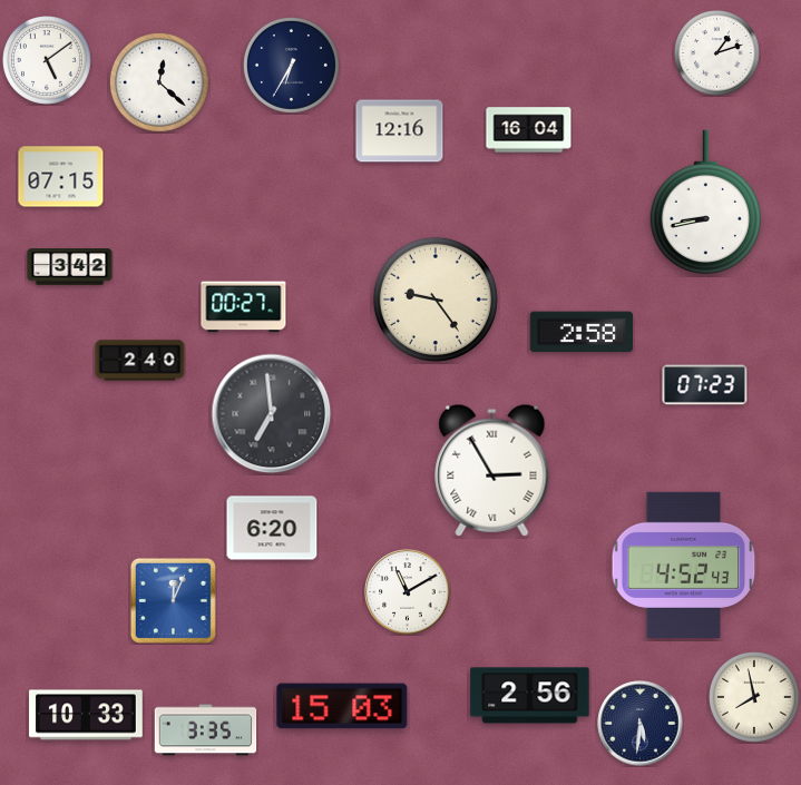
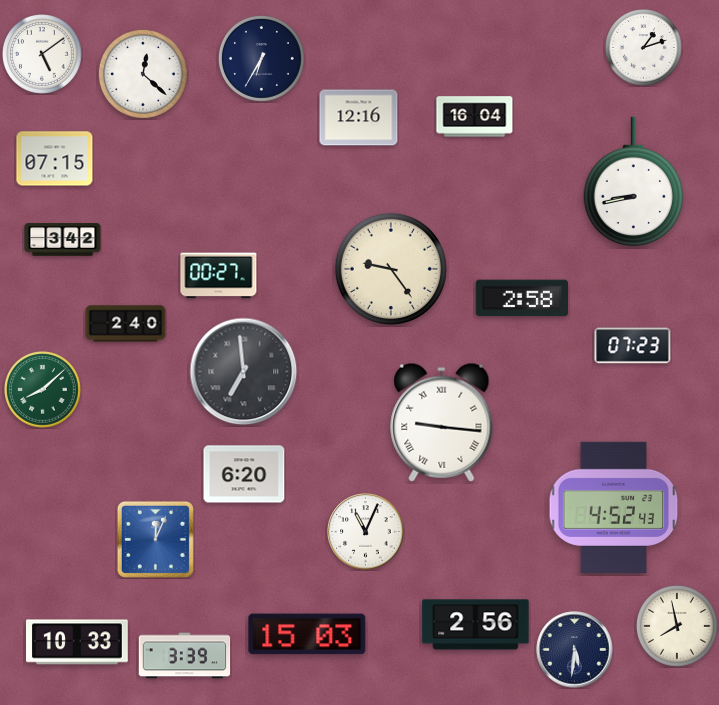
clock at (43, 390): none -> 8:08
clock at (492, 470): 2:55 -> 9:16
clock at (408, 592): 11:10 -> 11:04
clock at (206, 730): 3:35 -> 3:39
